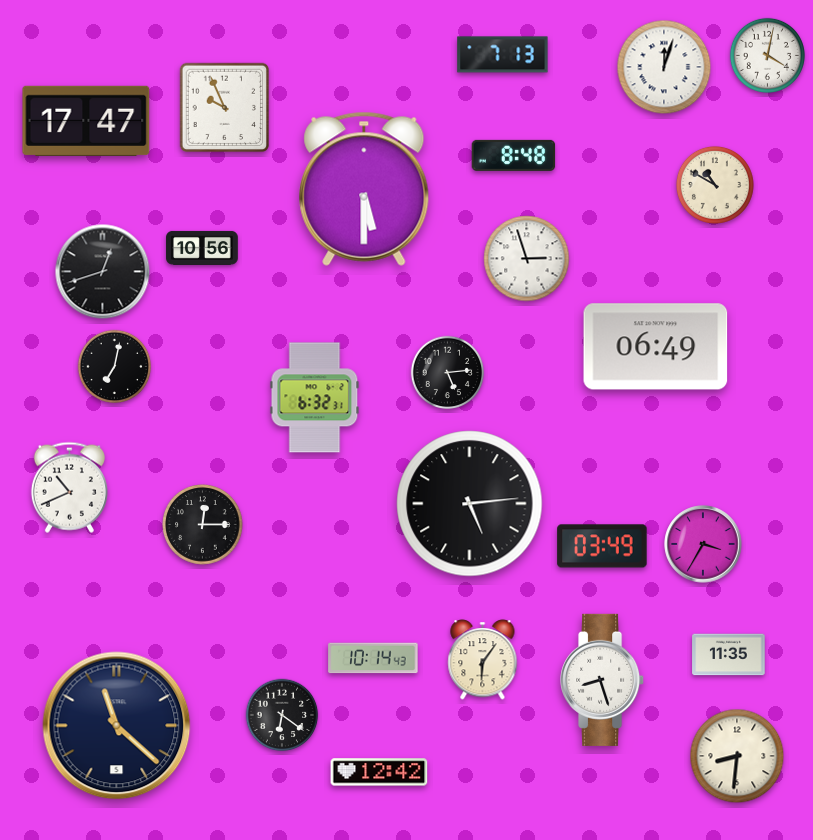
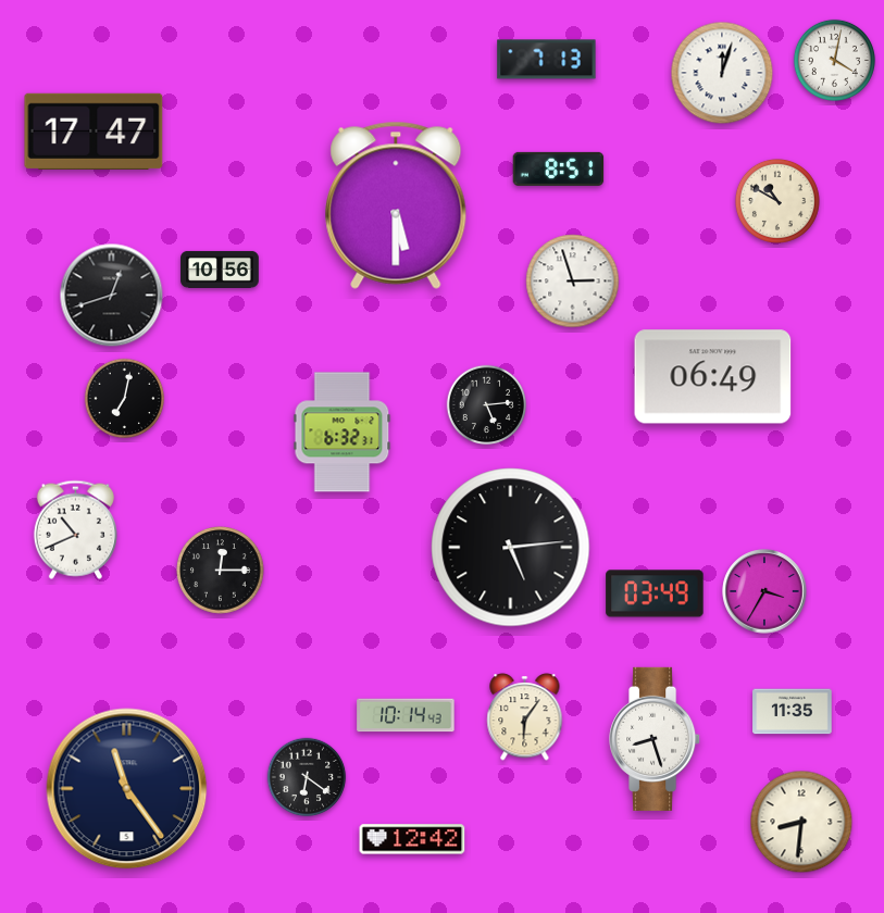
clock at (225, 108): 9:56 -> none
clock at (514, 155): 8:48 -> 8:51
clock at (117, 726): 11:22 -> 11:24
